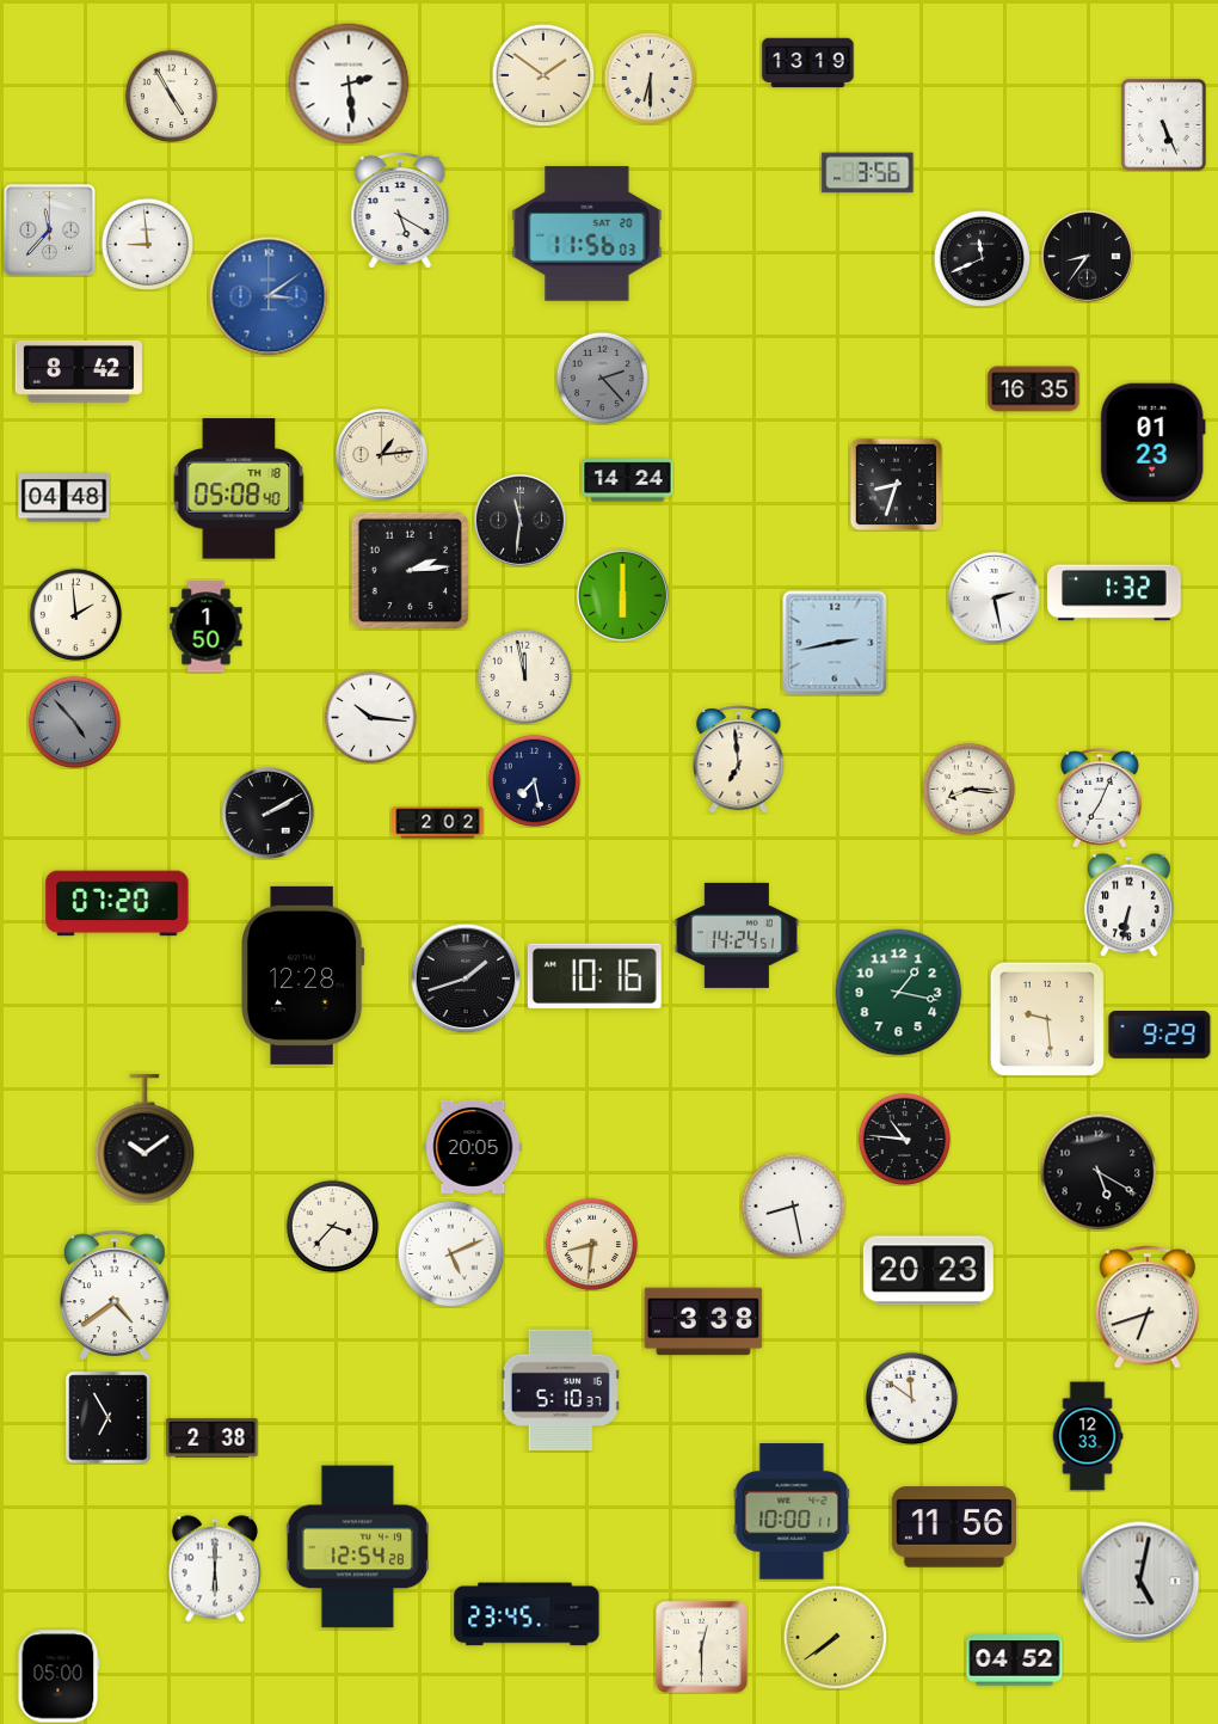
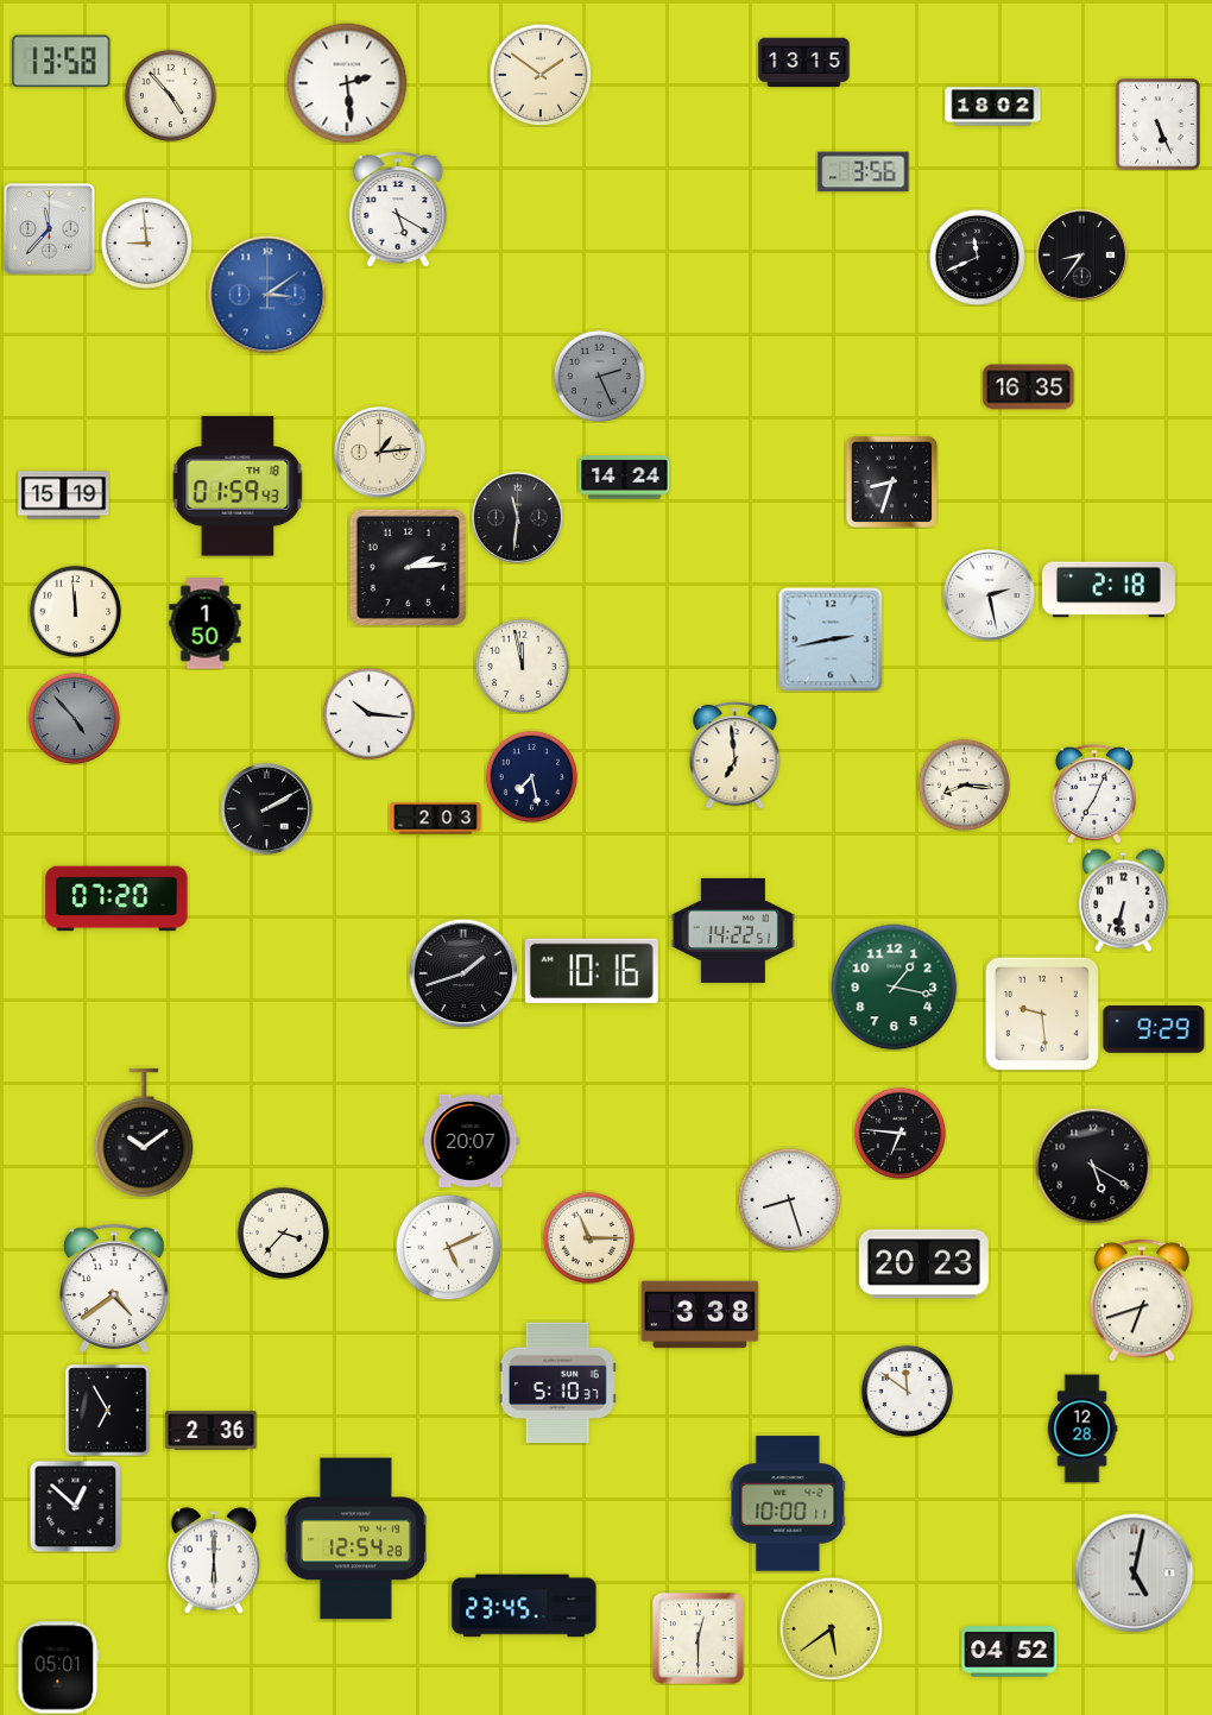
clock at (62, 62): none -> 13:58
clock at (808, 63): 13:19 -> 13:15
clock at (650, 78): 6:30 -> none
clock at (171, 96): 4:55 -> 4:53
clock at (993, 107): none -> 18:02
clock at (588, 234): 11:56 -> none
clock at (79, 372): 8:42 -> none
clock at (602, 378): 2:23 -> 2:26
clock at (1152, 443): 01:23 -> none
clock at (239, 489): 05:08 -> 01:59
clock at (64, 498): 04:48 -> 15:19
clock at (1115, 593): 1:32 -> 2:18
clock at (622, 595): 6:00 -> none
clock at (75, 614): 1:59 -> 11:59
clock at (524, 676) position: (524, 676) -> (522, 666)
clock at (438, 823): 2:02 -> 2:03
clock at (737, 935): 14:24 -> 14:22
clock at (303, 975): 12:28 -> none
clock at (904, 1139): 10:46 -> 6:46
clock at (473, 1147): 20:05 -> 20:07
clock at (793, 1205): 8:28 -> 8:27
clock at (332, 1226) position: (332, 1226) -> (283, 1232)
clock at (591, 1244): 8:31 -> 11:15
clock at (1088, 1436): 12:33 -> 12:28
clock at (213, 1438): 2:38 -> 2:36
clock at (75, 1506): none -> 12:52
clock at (954, 1527): 11:56 -> none
clock at (835, 1637): 7:39 -> 5:39
clock at (59, 1676): 05:00 -> 05:01
